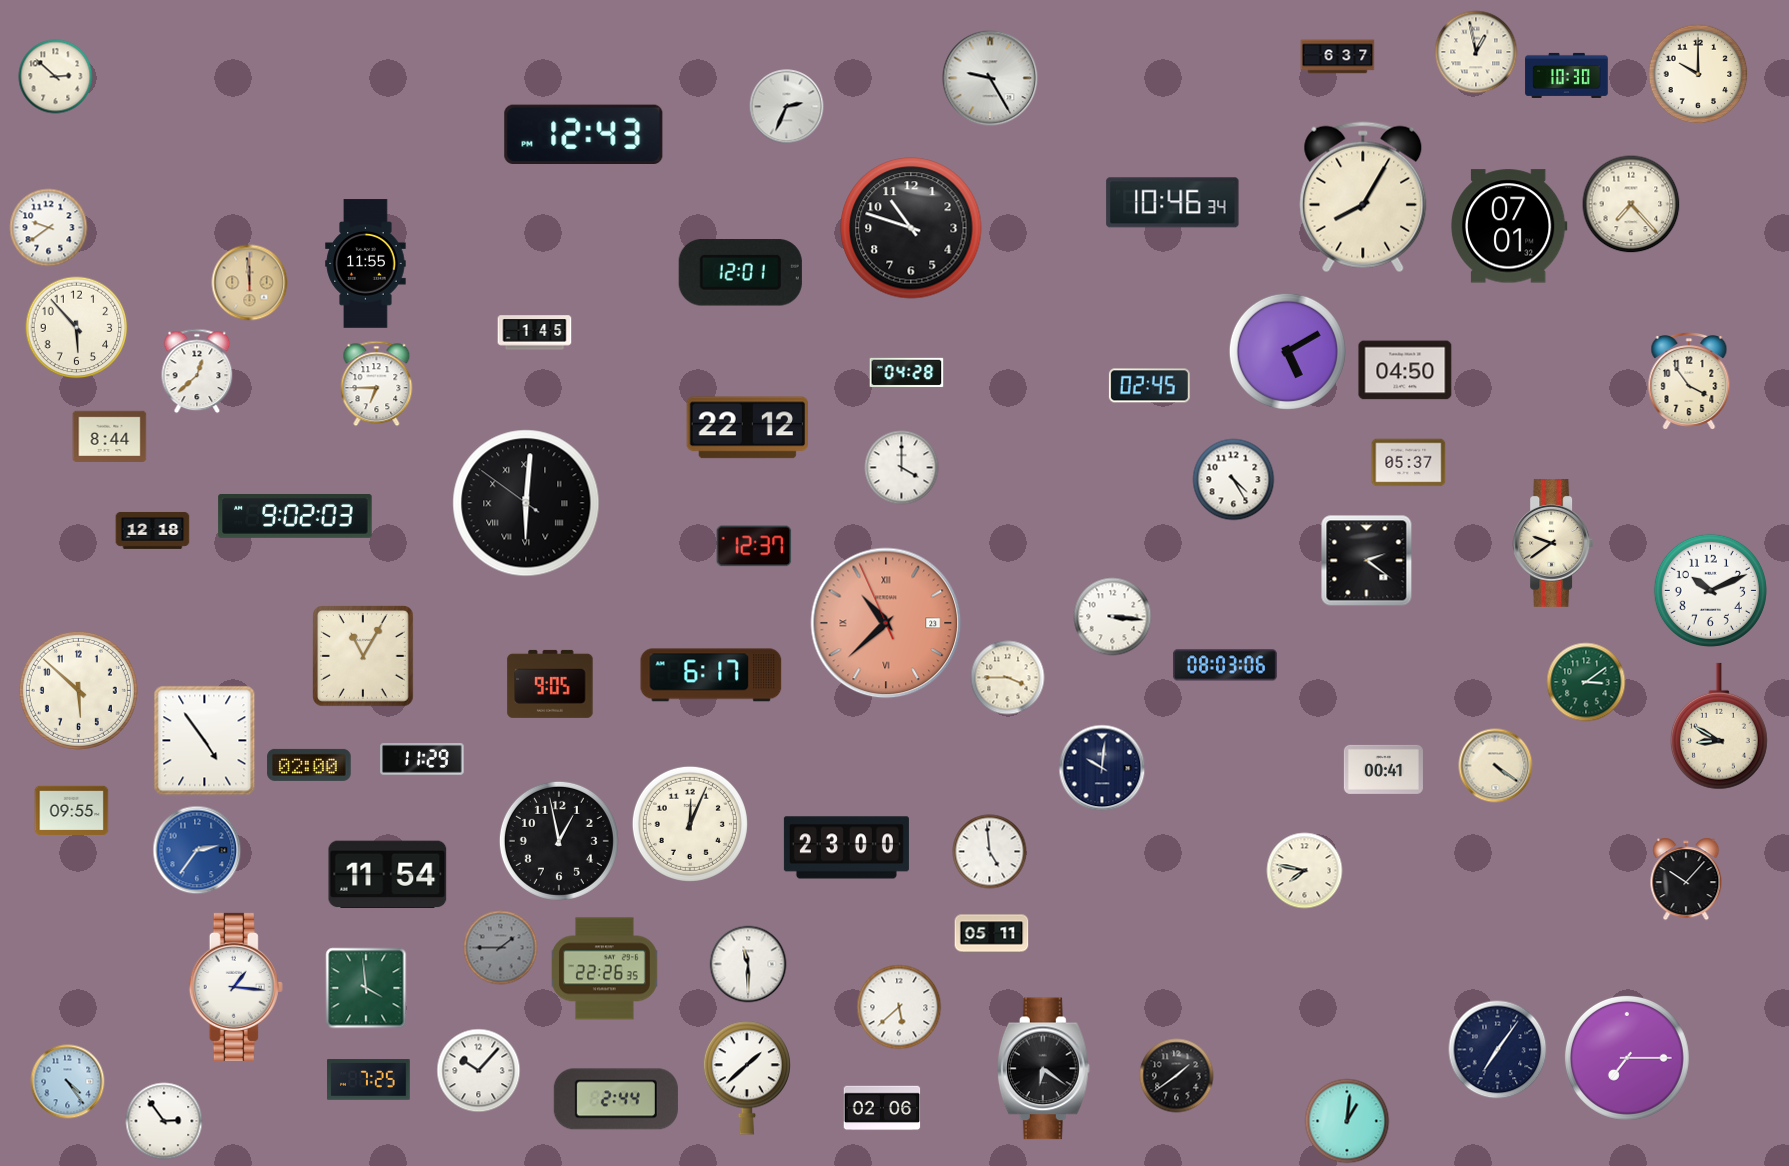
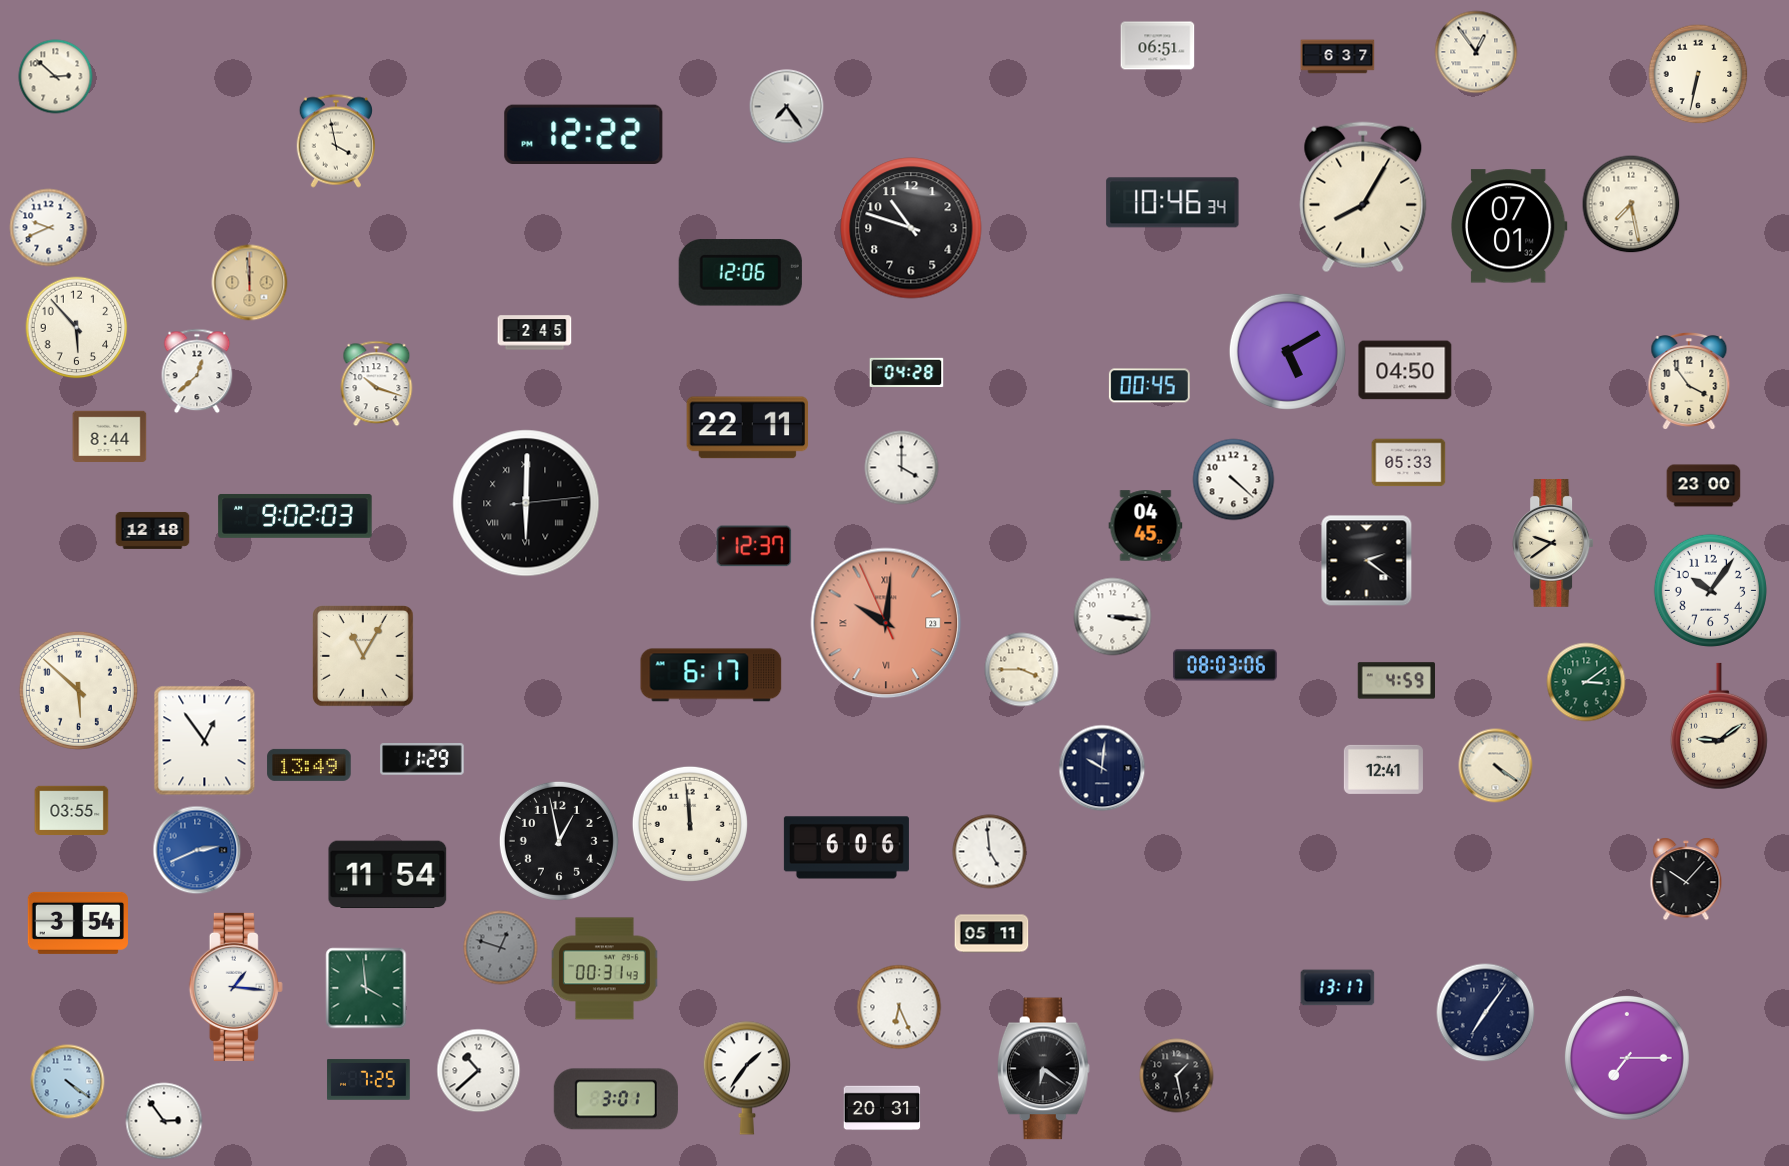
clock at (1158, 46): none -> 06:51
clock at (1476, 52): 12:58 -> 12:54
clock at (1698, 74): 10:00 -> 6:32
clock at (1567, 75): 10:30 -> none
clock at (990, 78): 9:25 -> none
clock at (787, 107): 2:34 -> 7:24
clock at (584, 135): 12:43 -> 12:22
clock at (336, 141): none -> 3:58
clock at (1631, 204): 7:23 -> 7:28
clock at (49, 228): 9:39 -> 9:41
clock at (366, 264): 11:55 -> none
clock at (740, 273): 12:01 -> 12:06
clock at (535, 333): 1:45 -> 2:45
clock at (377, 384): 6:45 -> 10:18
clock at (1149, 386): 02:45 -> 00:45
clock at (748, 428): 22:12 -> 22:11
clock at (1409, 463): 05:37 -> 05:33
clock at (1234, 480): 4:25 -> 4:22
clock at (1704, 486): none -> 23:00
clock at (526, 503): 6:00:51 -> 6:00:14
clock at (1146, 526): none -> 04:45
clock at (1710, 590): 10:11 -> 10:06
clock at (886, 623): 10:37 -> 10:00
clock at (1008, 678) position: (1008, 678) -> (1022, 670)
clock at (1396, 681): none -> 4:59
clock at (550, 684): 9:05 -> none
clock at (1719, 726): 8:50 -> 9:09
clock at (205, 741): 4:54 -> 12:54
clock at (309, 765): 02:00 -> 13:49
clock at (1383, 769): 00:41 -> 12:41
clock at (72, 811): 09:55 -> 03:55
clock at (690, 824): 12:04 -> 11:59
clock at (846, 848): 23:00 -> 6:06
clock at (197, 850): 2:36 -> 2:41
clock at (1305, 871): 7:47 -> none
clock at (77, 923): none -> 3:54
clock at (501, 948): 1:45 -> 12:48
clock at (748, 964): 11:30 -> none
clock at (605, 969): 22:26 -> 00:31
clock at (1338, 988): none -> 13:17
clock at (899, 1007): 5:38 -> 6:26
clock at (1498, 1050) position: (1498, 1050) -> (1486, 1013)
clock at (479, 1071): 10:07 -> 10:38
clock at (1177, 1076): 1:39 -> 1:28
clock at (747, 1078): 1:38 -> 1:36
clock at (68, 1082): 4:24 -> 4:21
clock at (616, 1099): 2:44 -> 3:01
clock at (882, 1108): 02:06 -> 20:31
clock at (1347, 1121): 1:01 -> none
